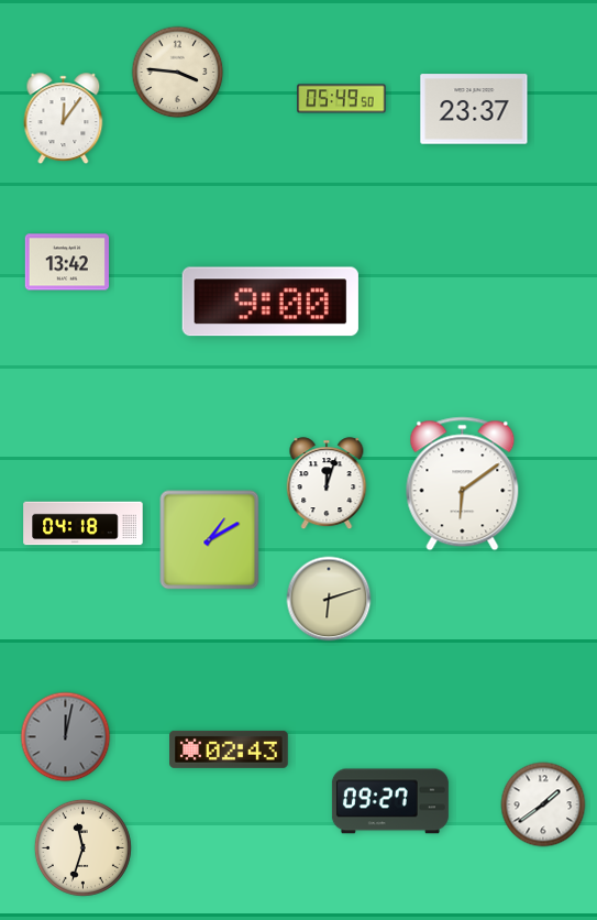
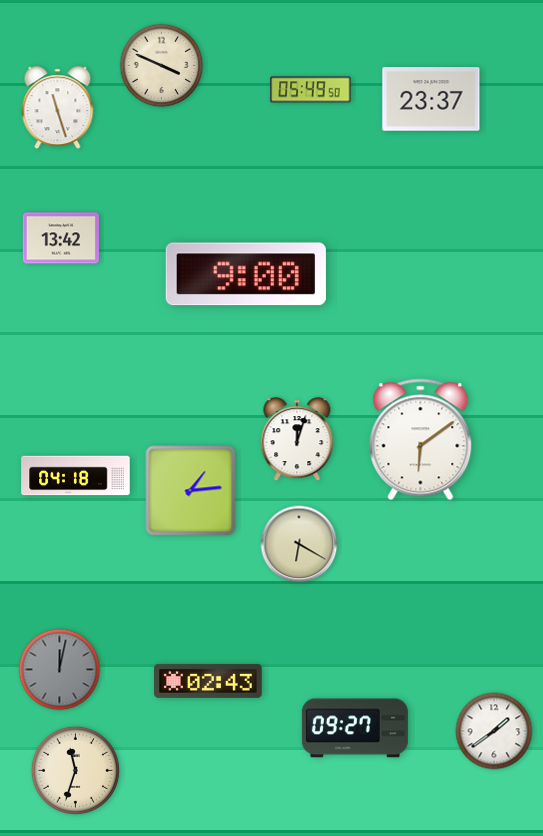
clock at (178, 73): 3:46 -> 3:49
clock at (64, 119): 12:06 -> 11:27
clock at (210, 540): 1:10 -> 1:14
clock at (329, 599): 6:12 -> 6:20
